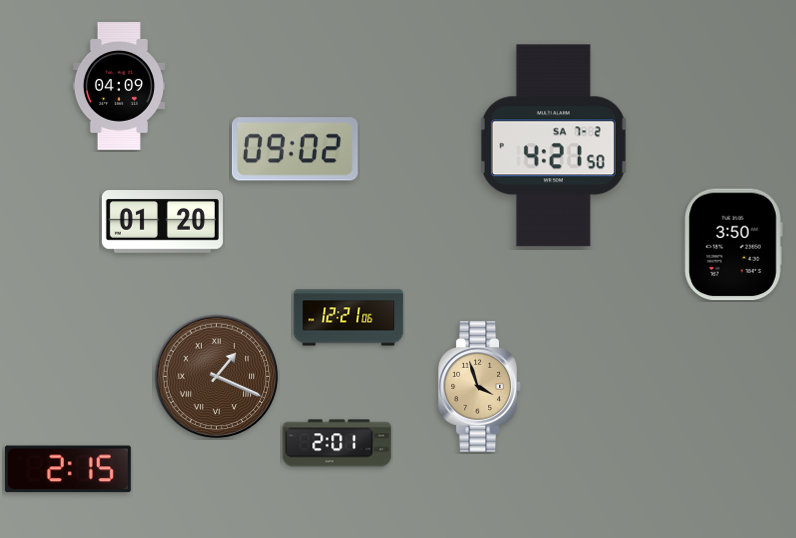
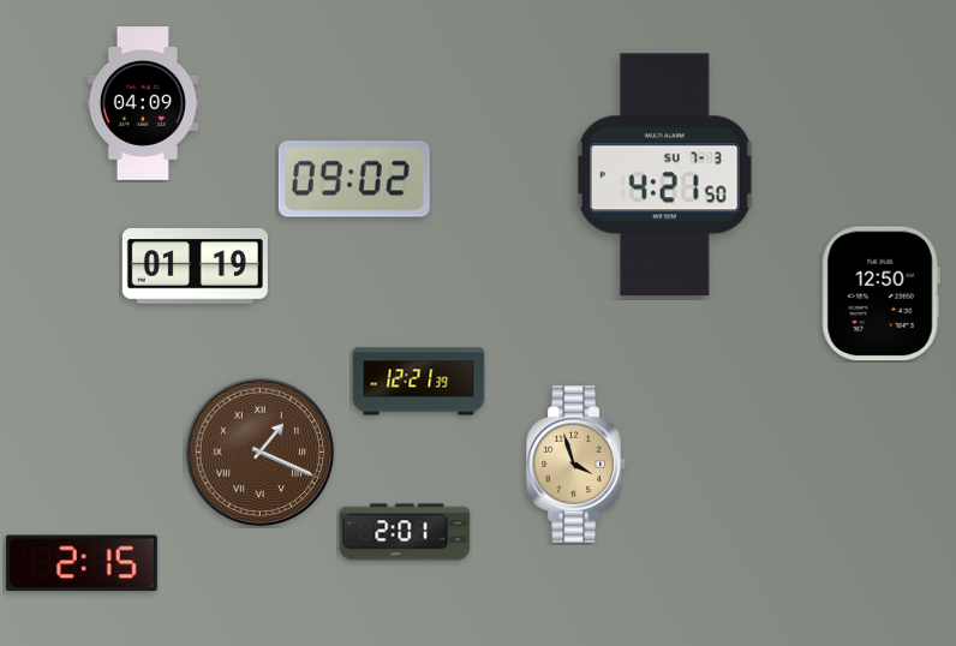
clock at (553, 146) date: SA 7-2 -> SU 7-3
clock at (162, 222): 01:20 -> 01:19
clock at (733, 245): 3:50 -> 12:50
clock at (349, 318): 12:21:06 -> 12:21:39
